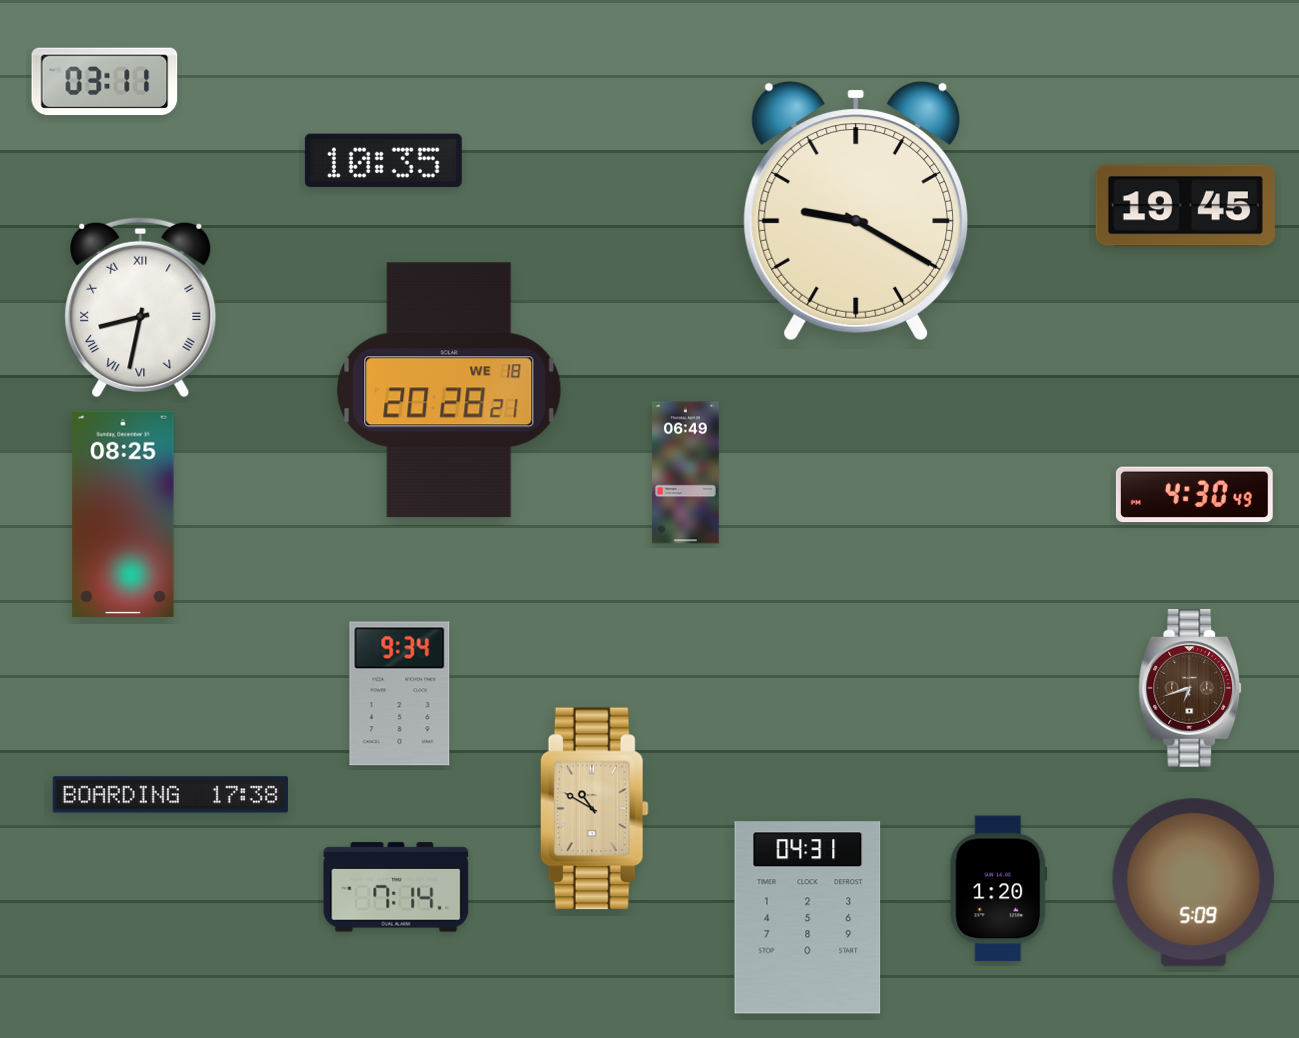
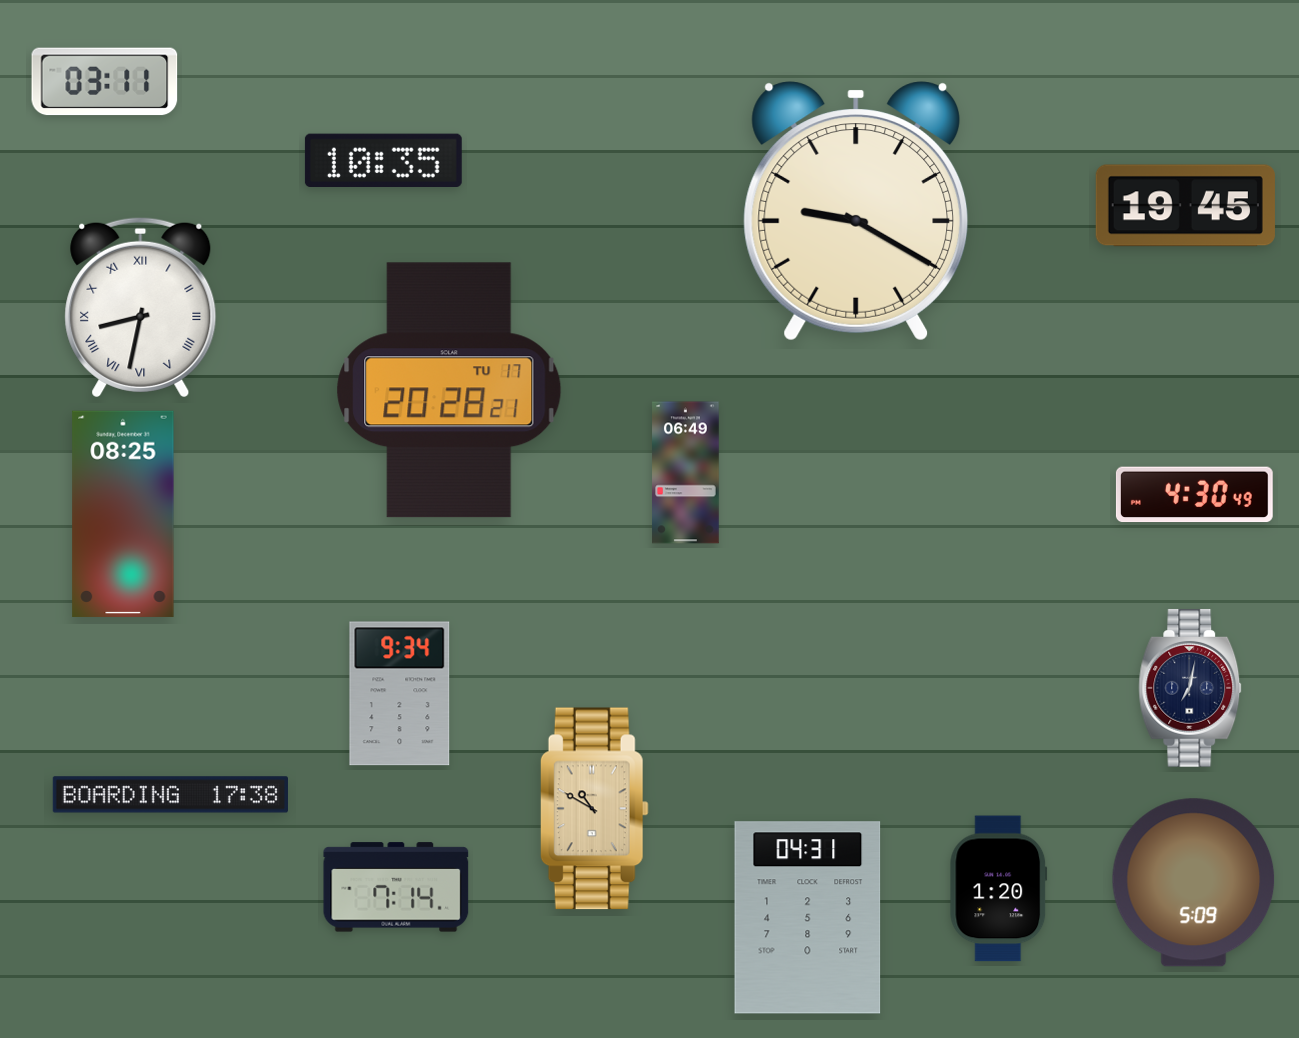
clock at (449, 390) date: WE 18 -> TU 17
clock at (1190, 688): 6:42 -> 7:02
clock at (1190, 688) dial: brown -> navy
